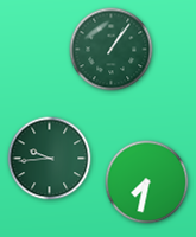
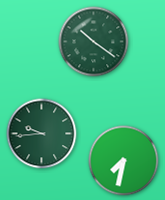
clock at (112, 50): 1:06 -> 10:21
clock at (147, 182) position: (147, 182) -> (124, 161)
